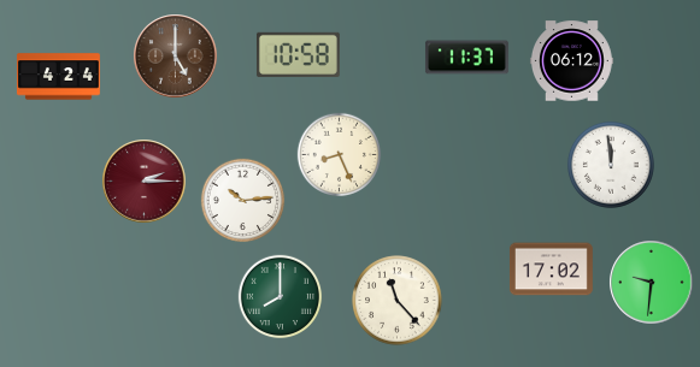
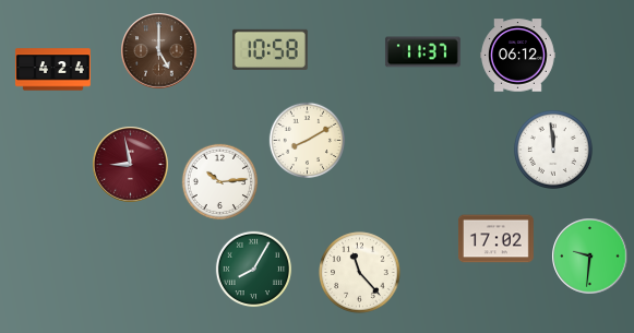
clock at (340, 155): 8:26 -> 8:10
clock at (145, 182): 2:15 -> 8:58
clock at (551, 270) position: (551, 270) -> (495, 239)
clock at (281, 297): 8:00 -> 8:05
